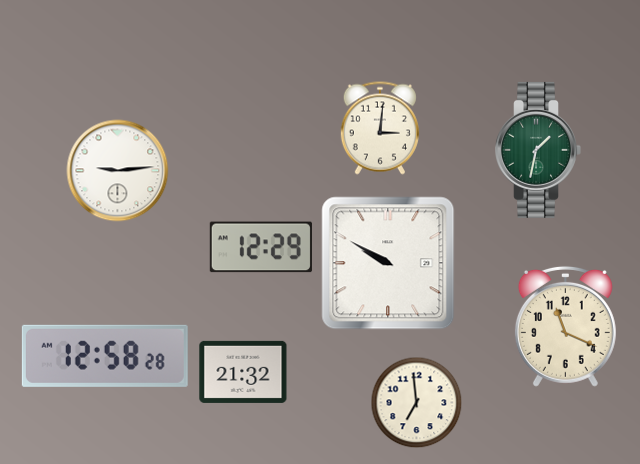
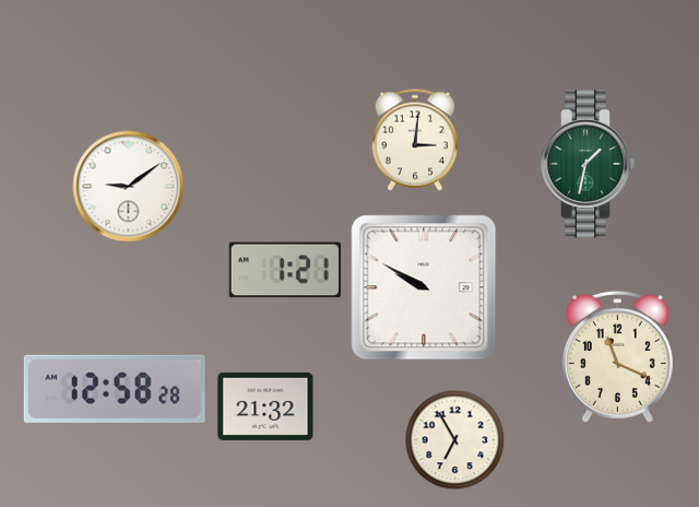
clock at (118, 171): 9:14 -> 9:09
clock at (261, 247): 12:29 -> 1:21
clock at (417, 403): 6:59 -> 6:55
